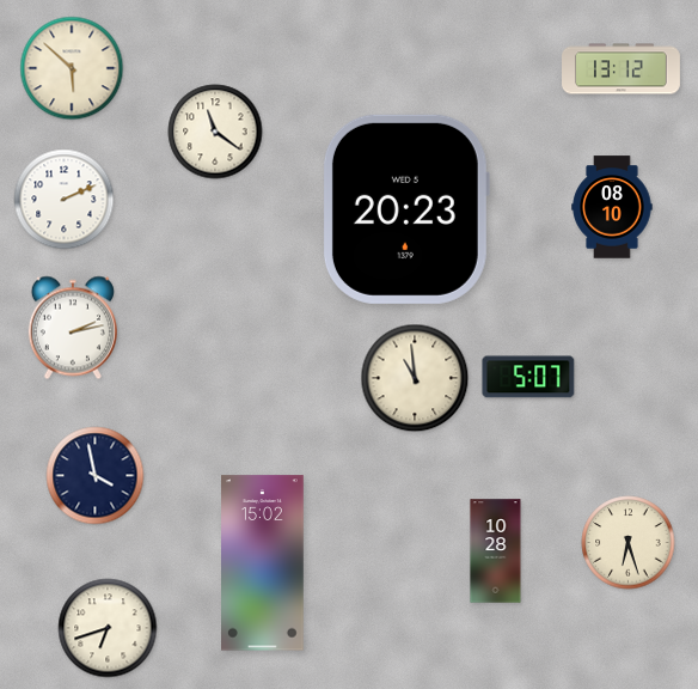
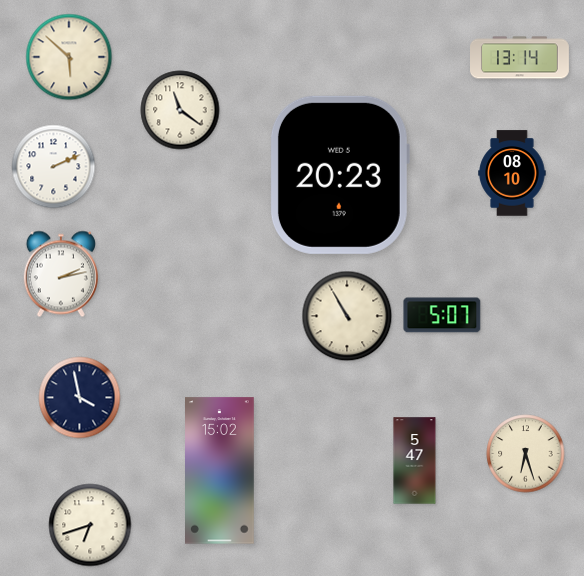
clock at (72, 68) position: (72, 68) -> (69, 57)
clock at (622, 69): 13:12 -> 13:14
clock at (415, 378): 10:59 -> 10:55
clock at (496, 551): 10:28 -> 5:47
